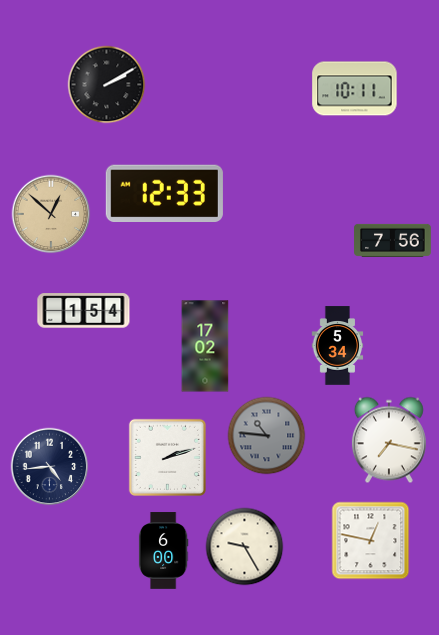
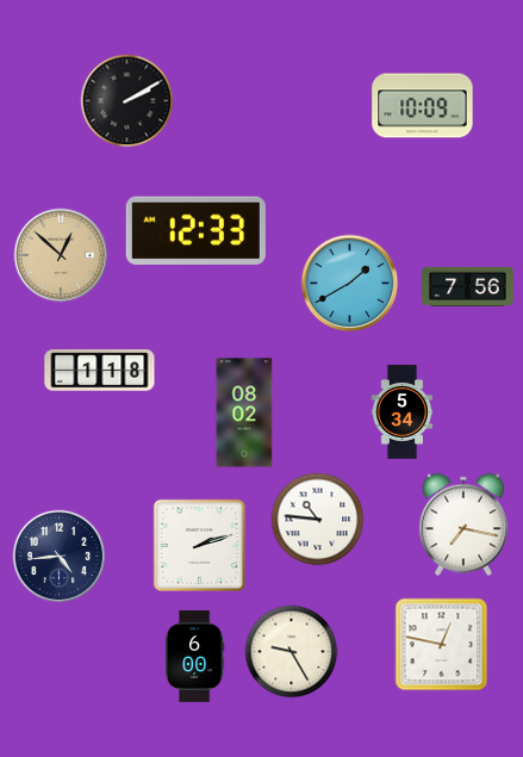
clock at (355, 89): 10:11 -> 10:09
clock at (349, 283): none -> 1:40
clock at (84, 311): 1:54 -> 1:18
clock at (205, 346): 17:02 -> 08:02
clock at (266, 435) dial: grey -> white
